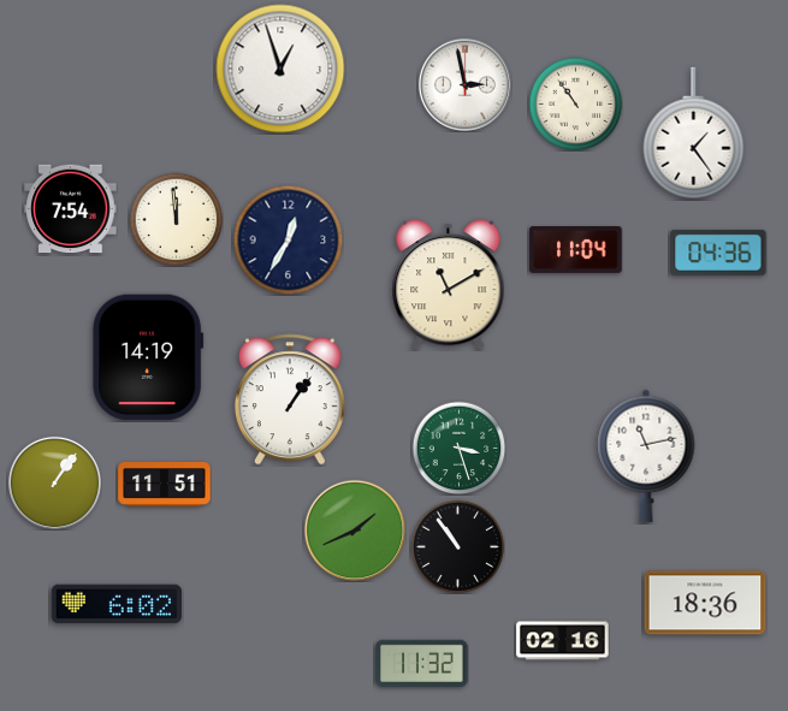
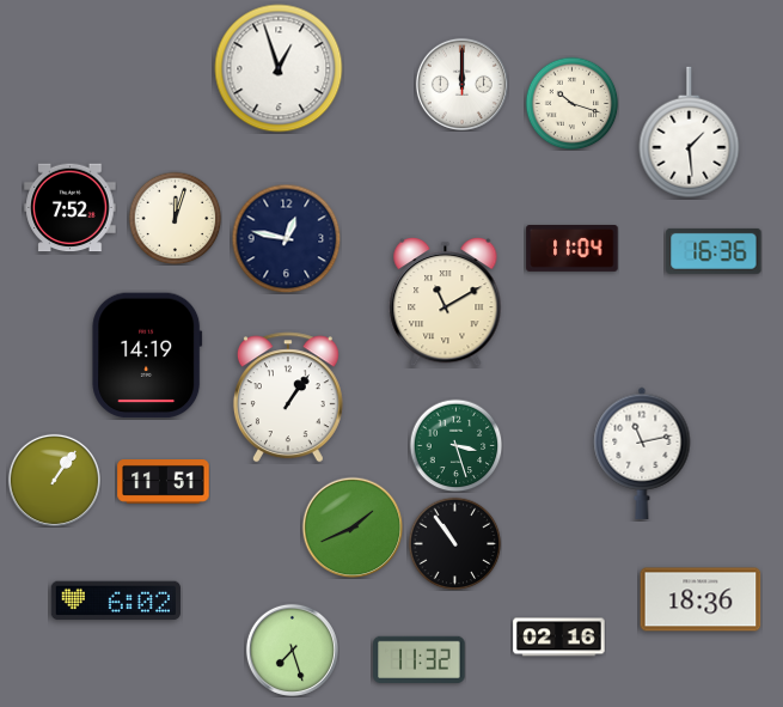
clock at (464, 84): 2:58 -> 12:00
clock at (575, 103): 10:54 -> 10:18
clock at (694, 134): 1:24 -> 1:29
clock at (71, 209): 7:54 -> 7:52
clock at (176, 219): 11:59 -> 12:03
clock at (288, 239): 12:35 -> 12:47
clock at (718, 253): 04:36 -> 16:36
clock at (449, 284) position: (449, 284) -> (446, 301)
clock at (292, 650): none -> 7:27
